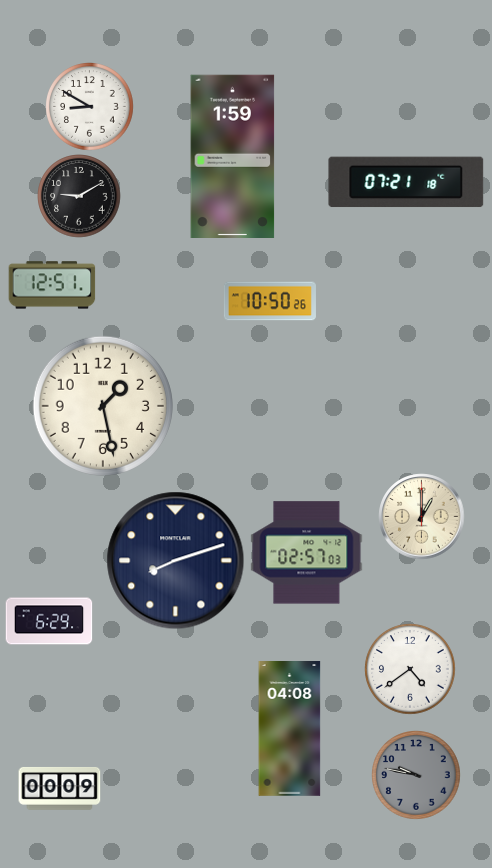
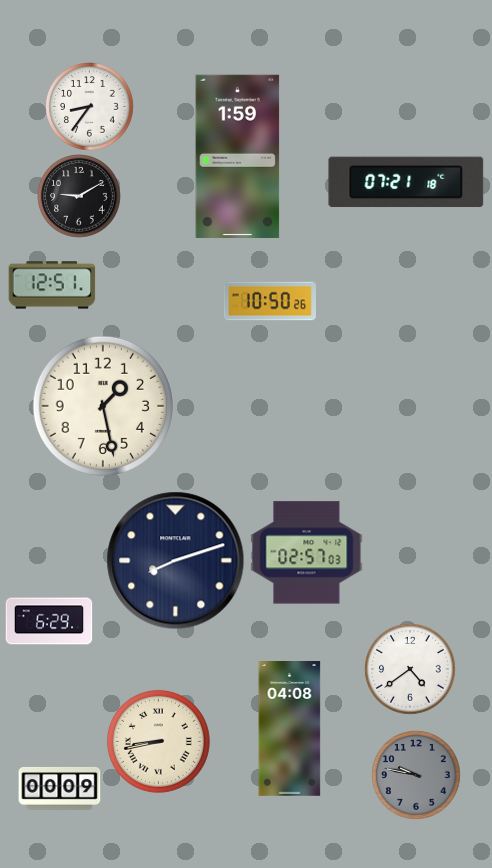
clock at (90, 107): 8:50 -> 8:36
clock at (233, 156) position: (233, 156) -> (238, 156)
clock at (422, 517): 1:00 -> none
clock at (158, 741): none -> 8:43
